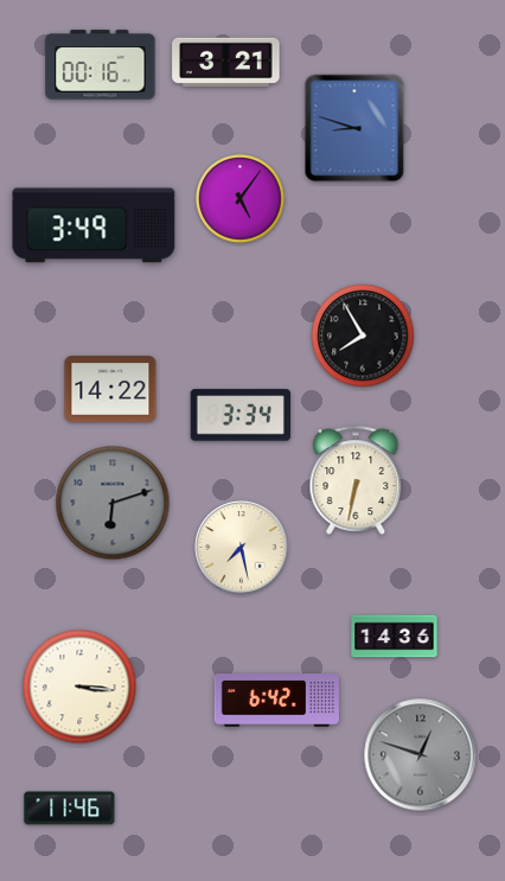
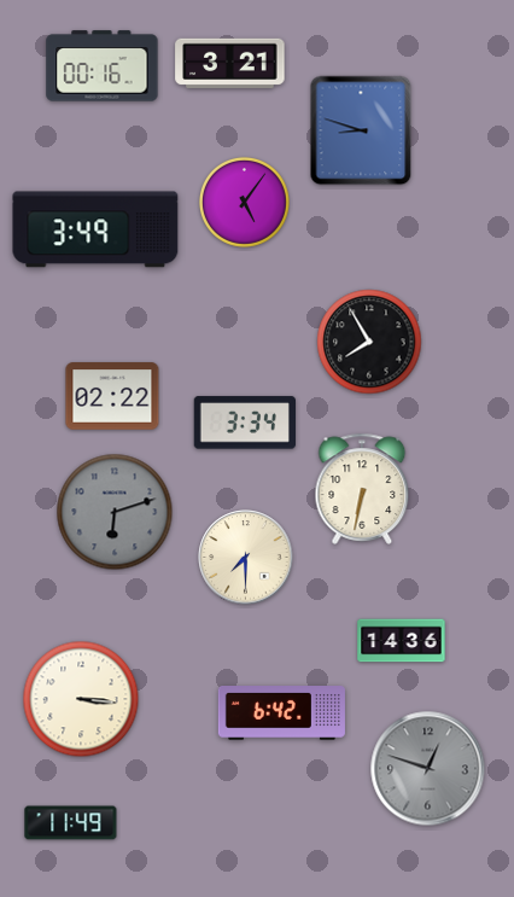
clock at (110, 389): 14:22 -> 02:22
clock at (242, 548): 7:28 -> 7:30
clock at (395, 637) position: (395, 637) -> (402, 641)
clock at (70, 809): 11:46 -> 11:49
